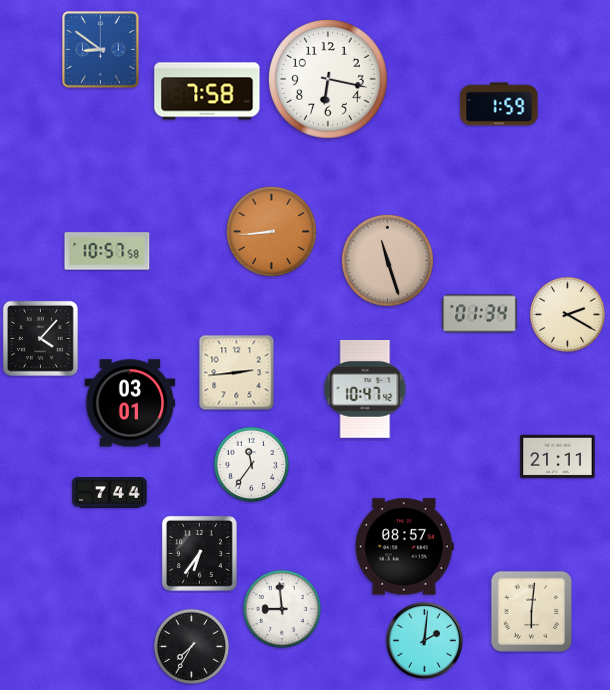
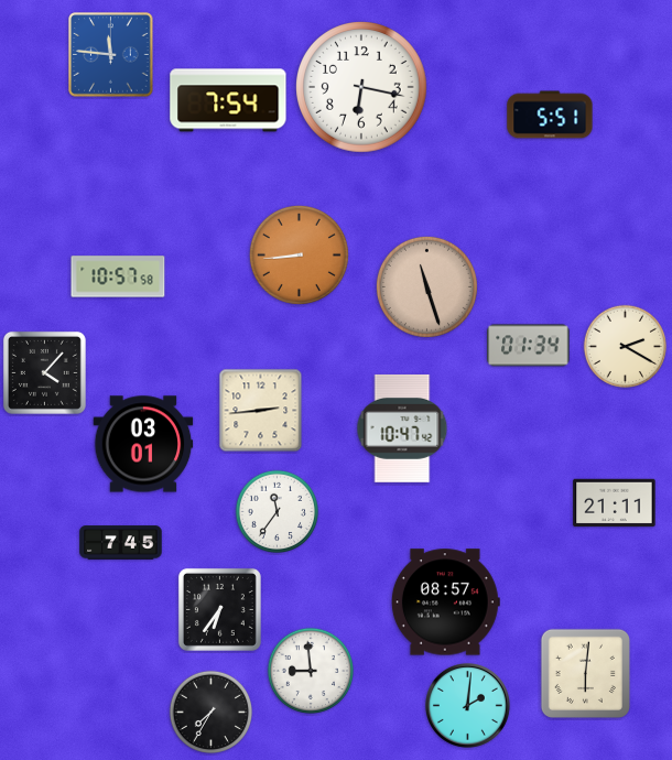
clock at (101, 50): 8:51 -> 11:46
clock at (207, 91): 7:58 -> 7:54
clock at (499, 104): 1:59 -> 5:51
clock at (110, 493): 7:44 -> 7:45
